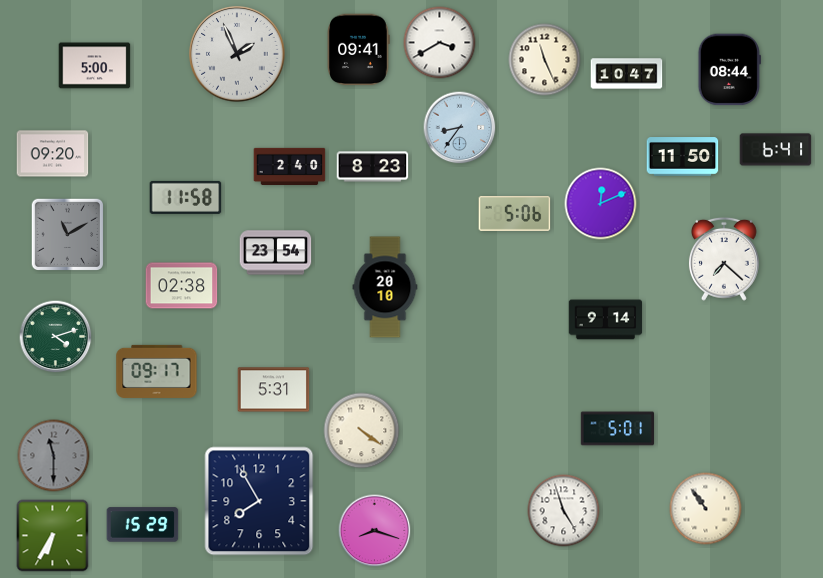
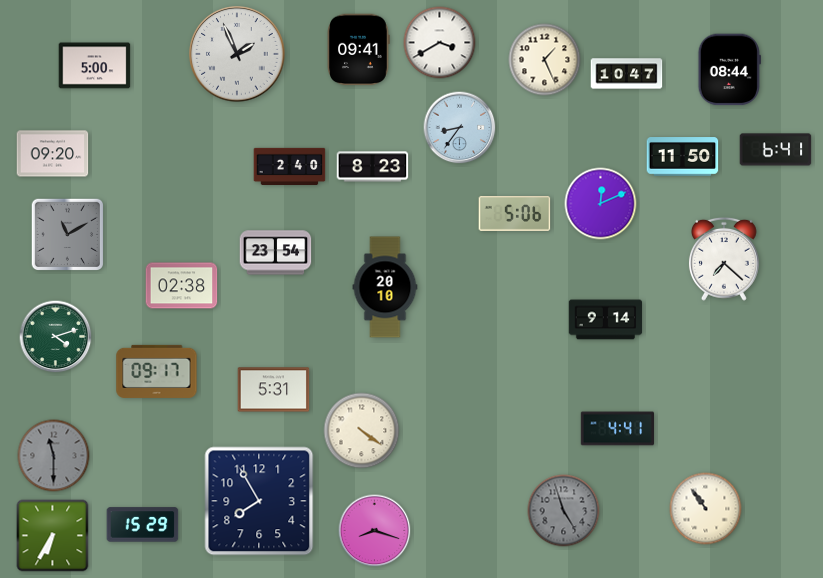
clock at (545, 60): 11:26 -> 1:26
clock at (186, 197): 11:58 -> none
clock at (618, 429): 5:01 -> 4:41
clock at (564, 511) dial: white -> grey
